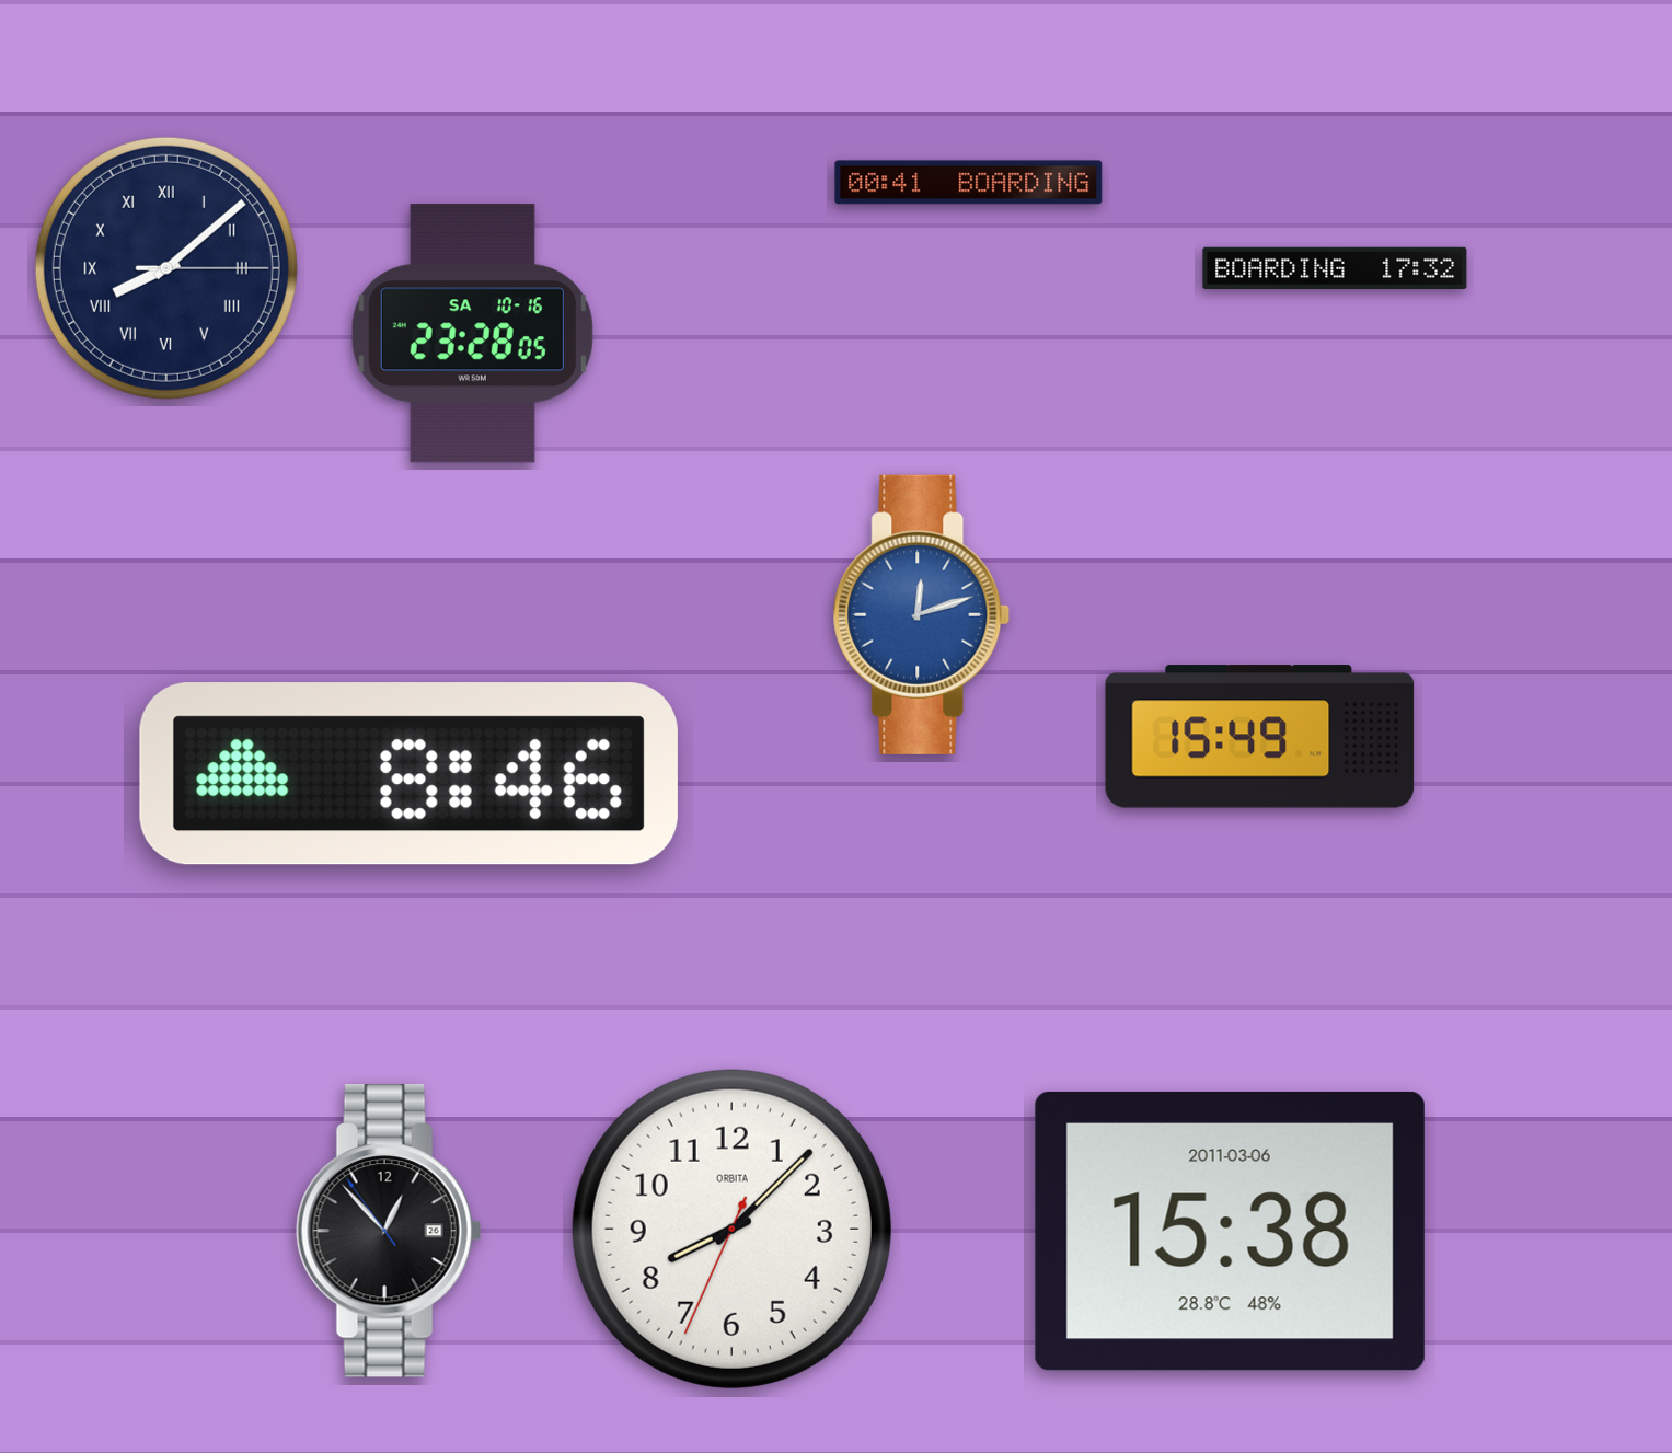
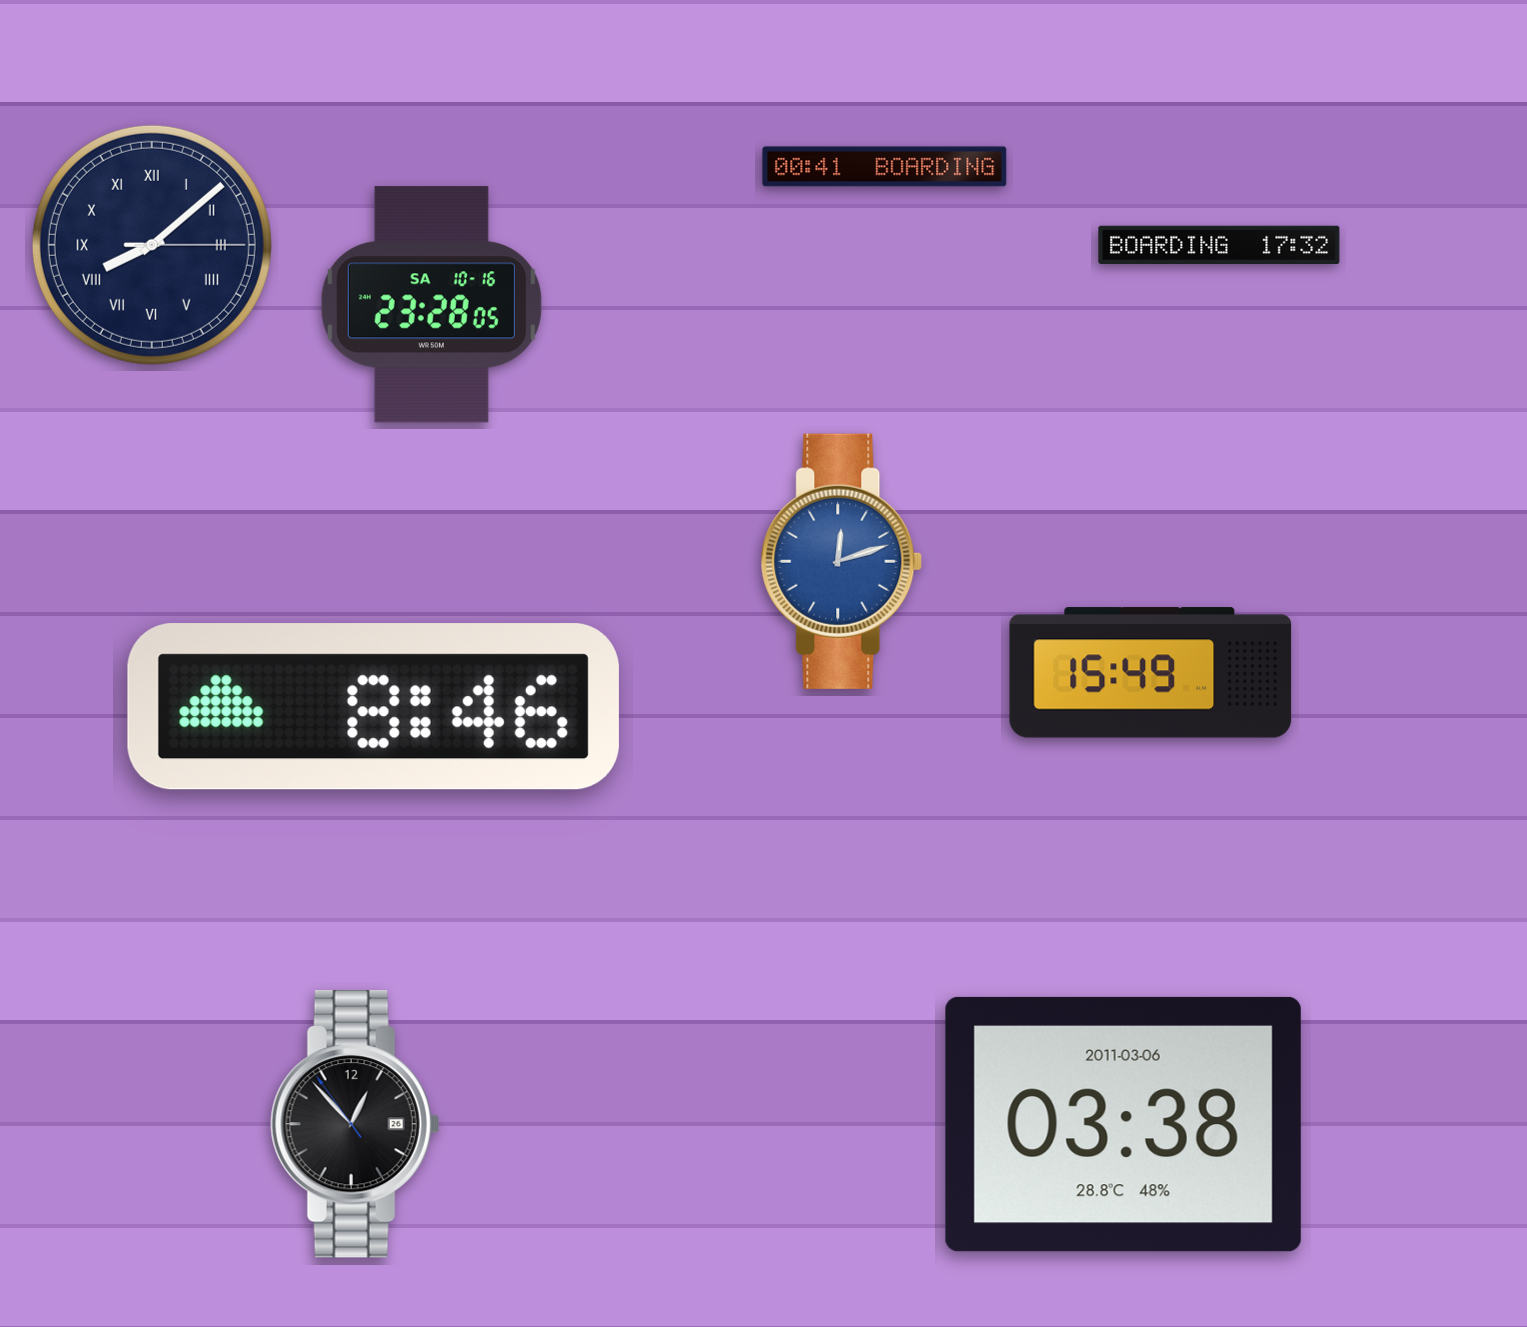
clock at (731, 1229): 8:07 -> none
clock at (1230, 1231): 15:38 -> 03:38
